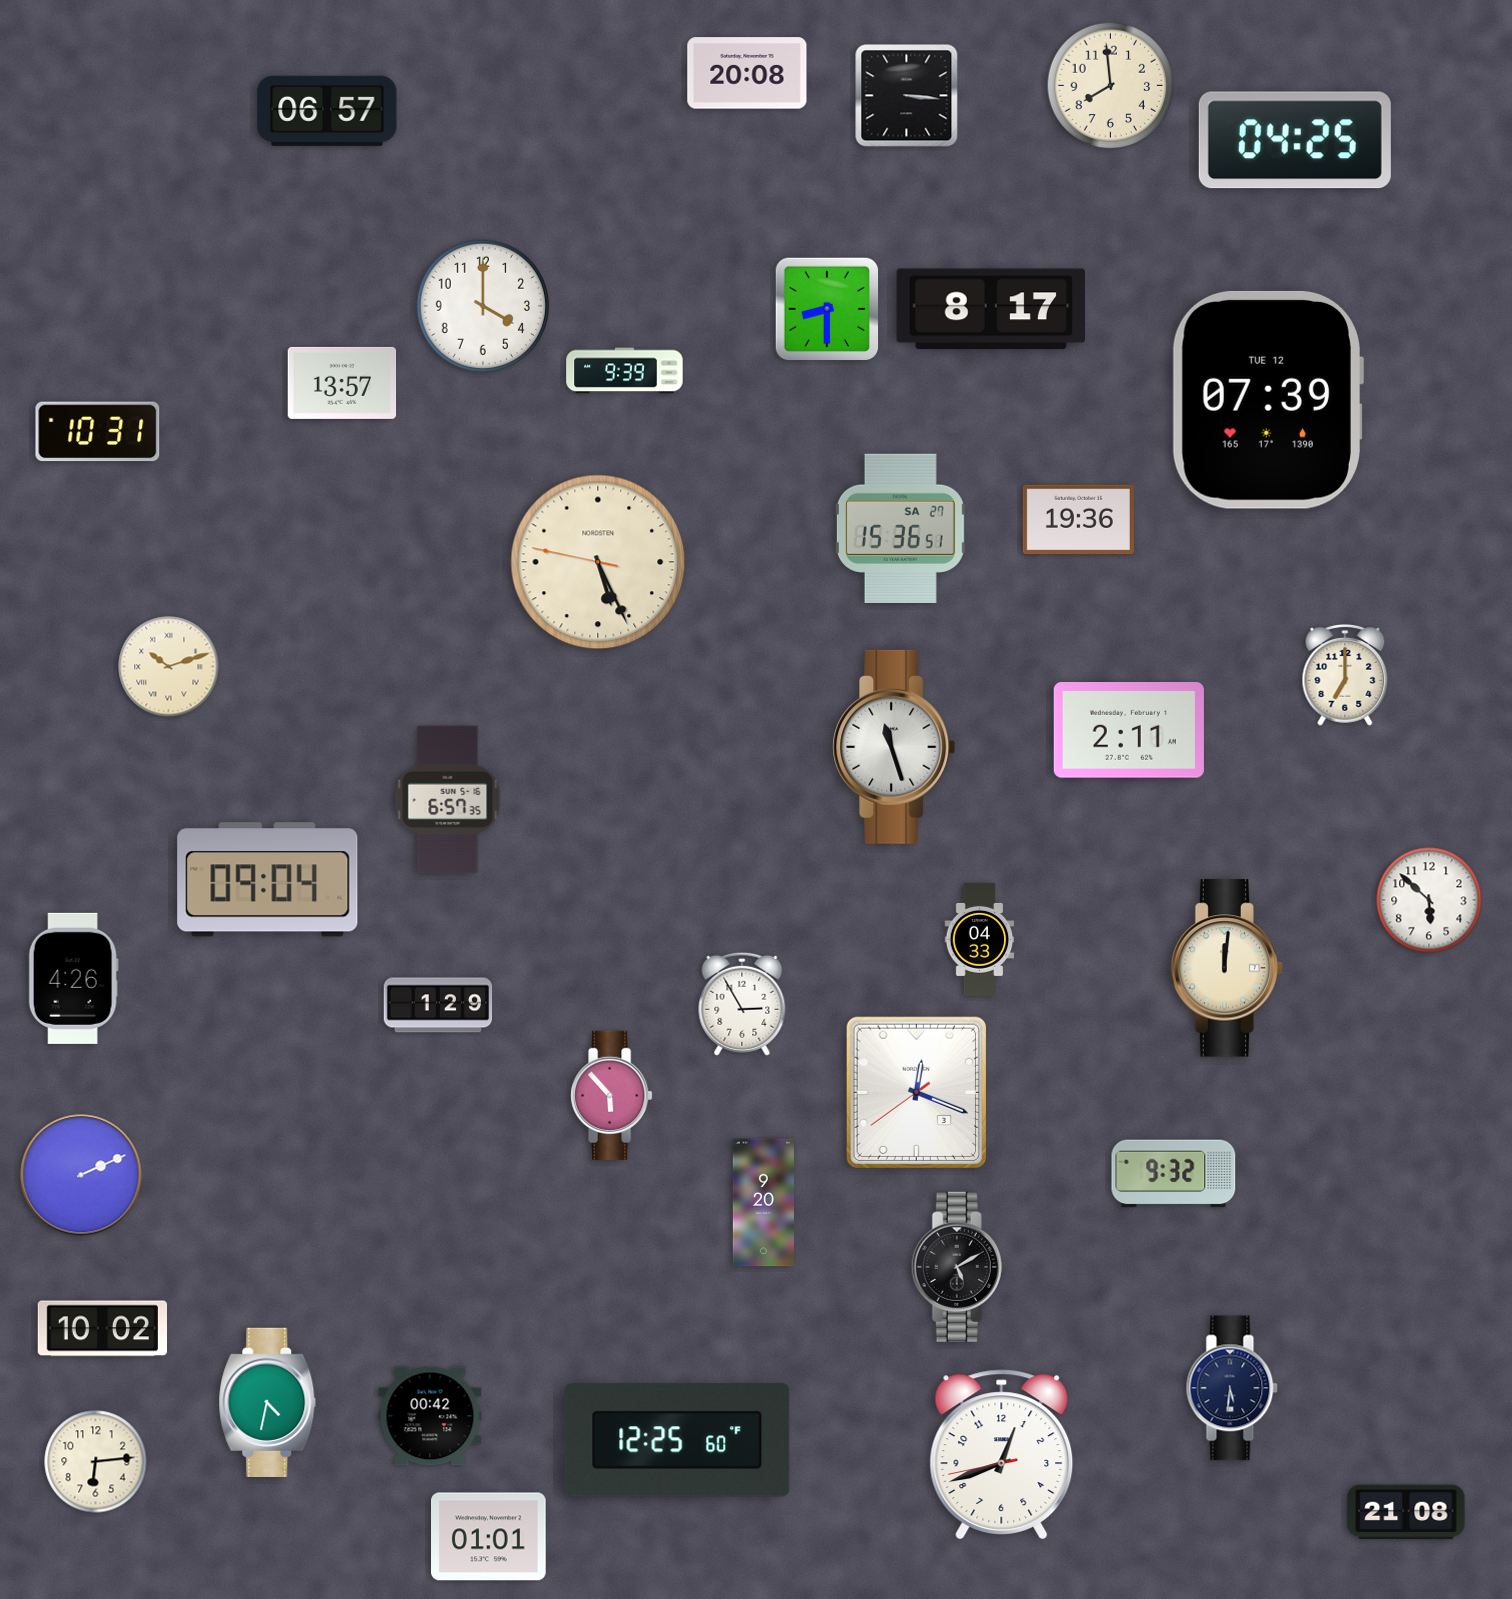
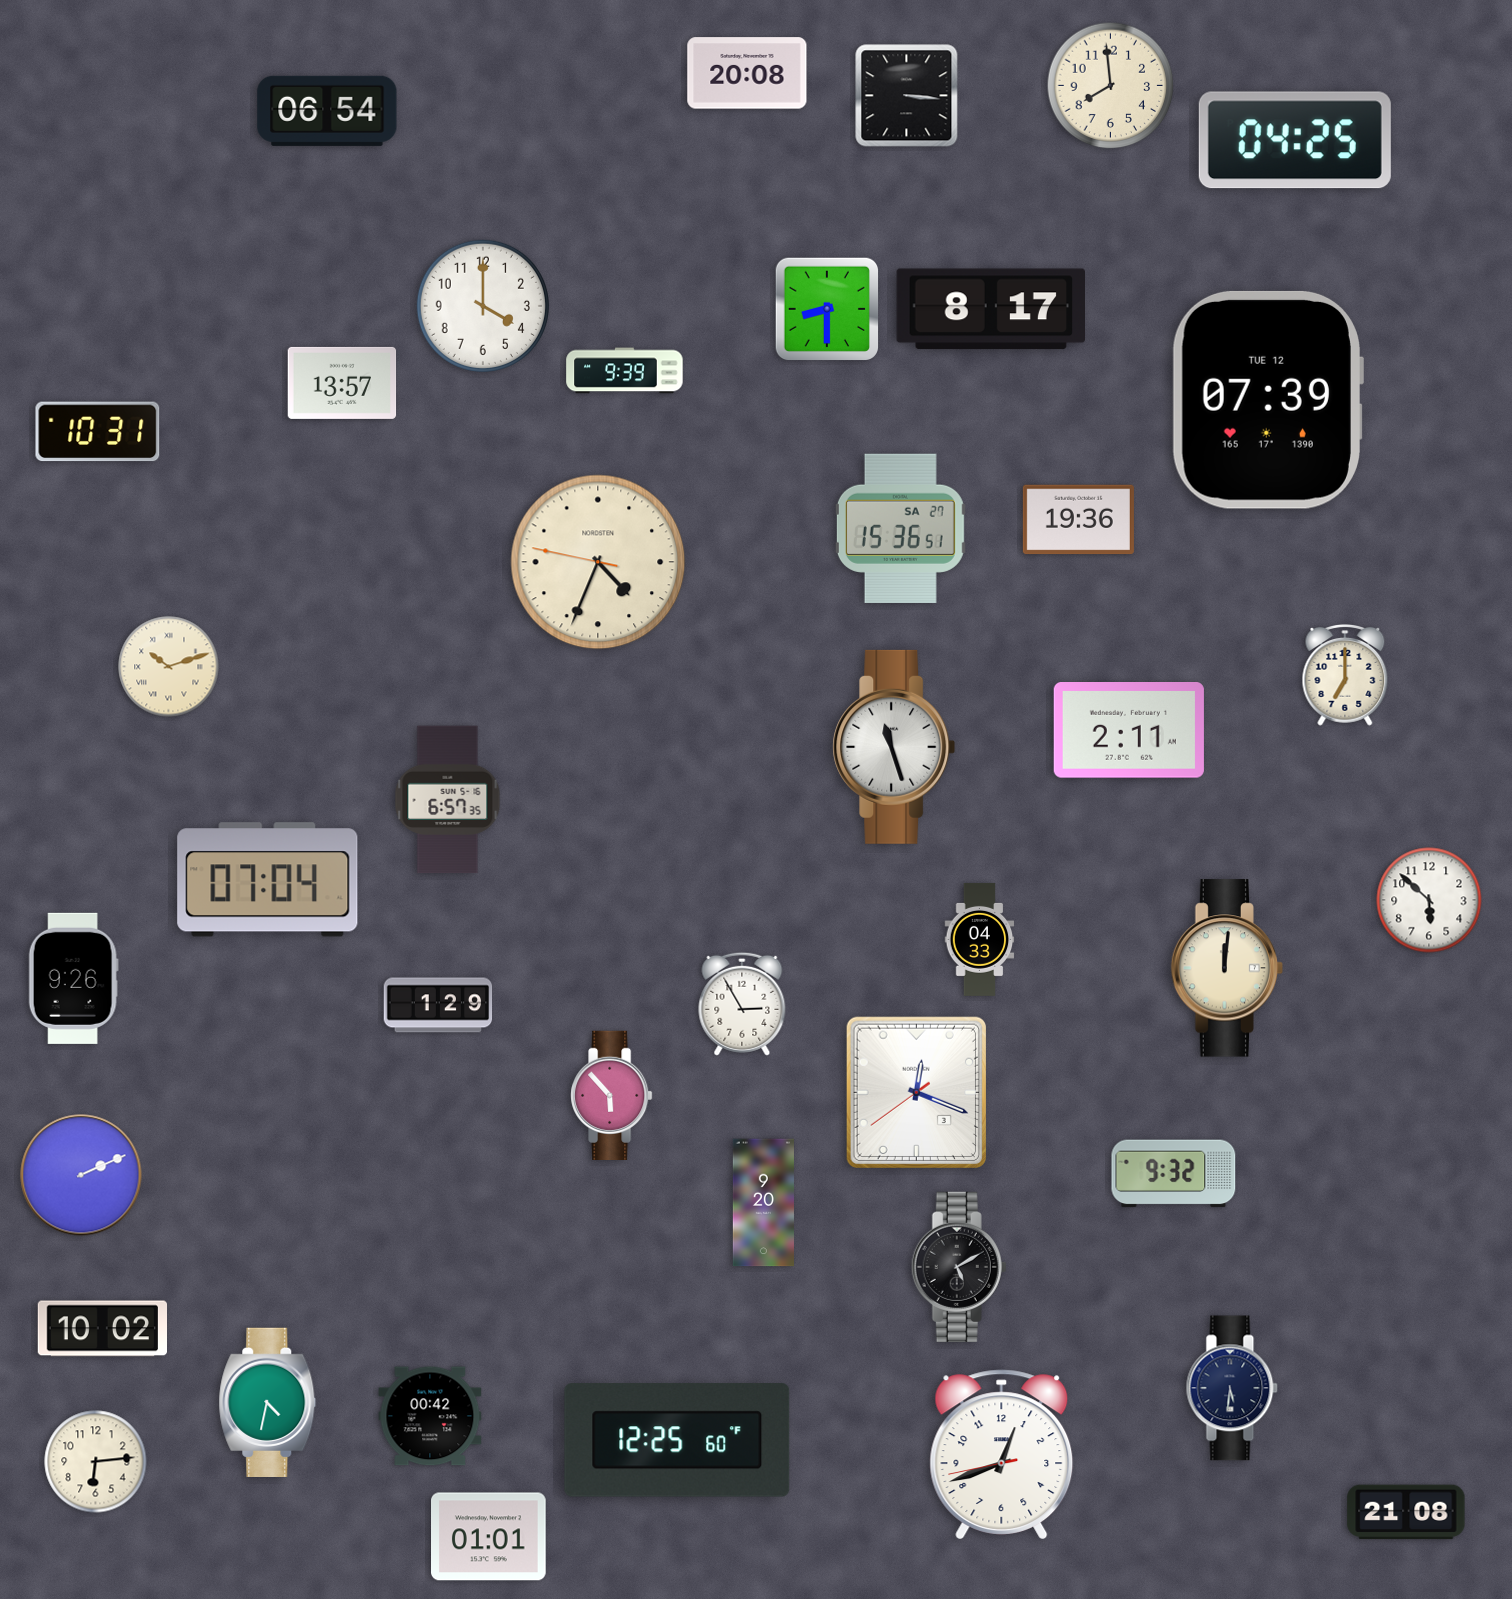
clock at (327, 111): 06:57 -> 06:54
clock at (598, 562): 5:25 -> 4:33
clock at (268, 880): 09:04 -> 07:04
clock at (73, 978): 4:26 -> 9:26
